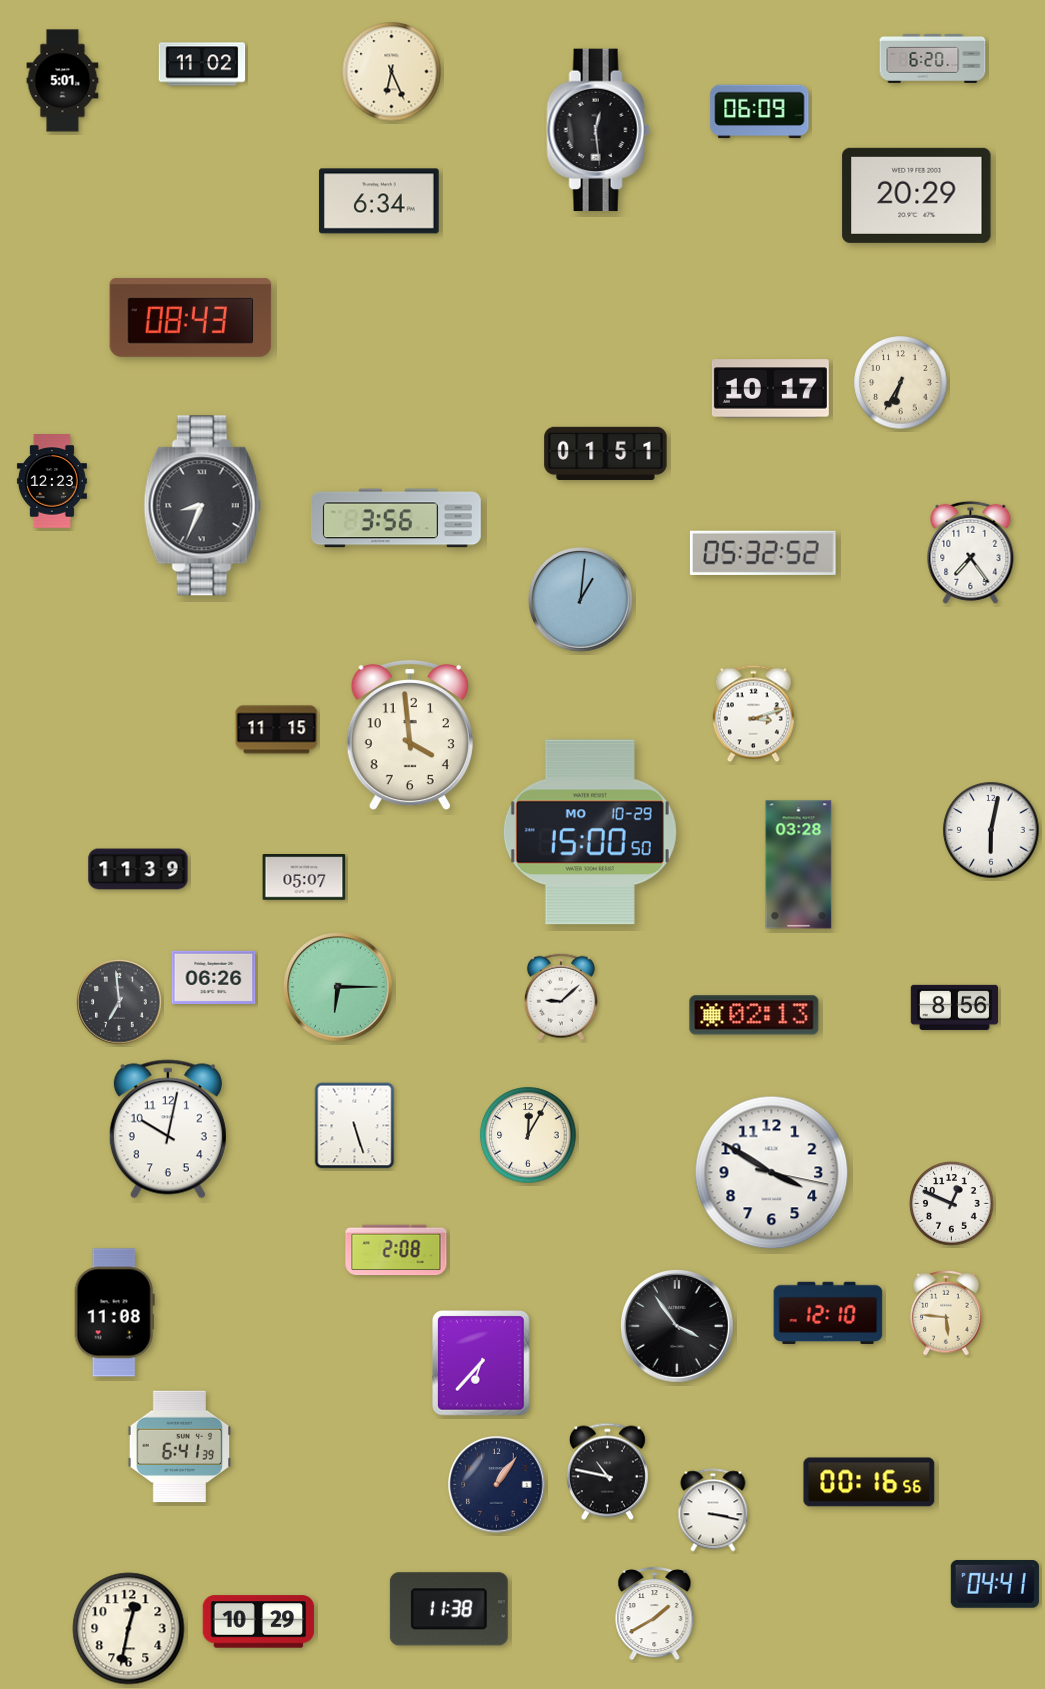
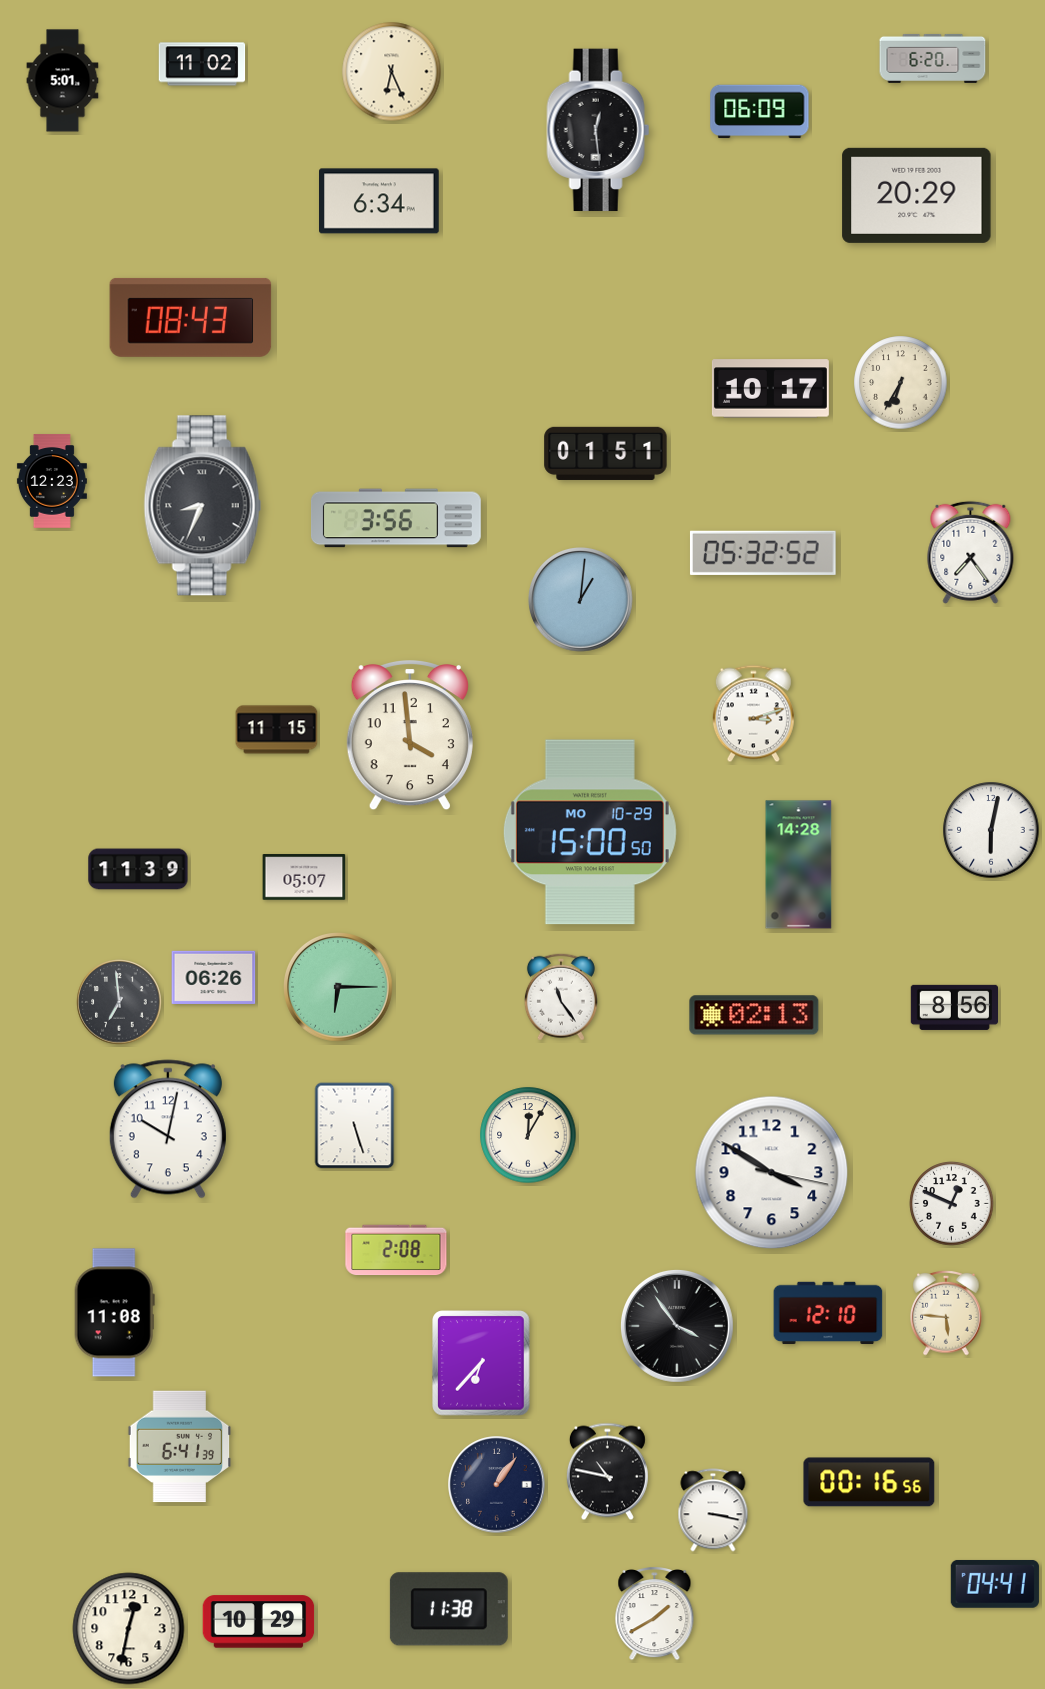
clock at (799, 865): 03:28 -> 14:28
clock at (561, 997): 9:08 -> 11:24
